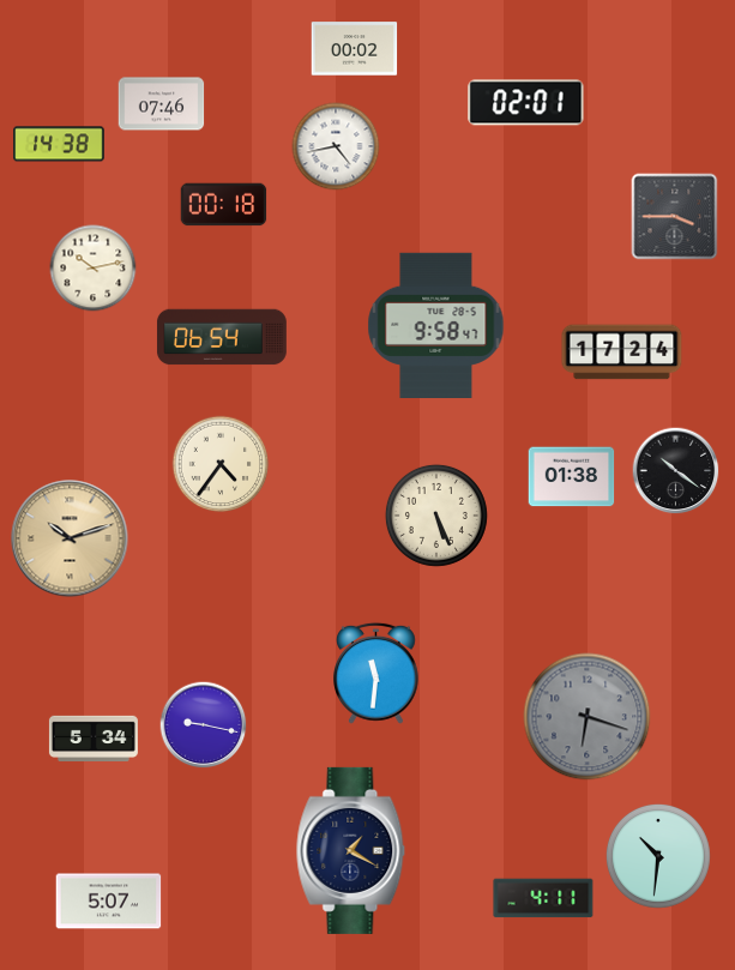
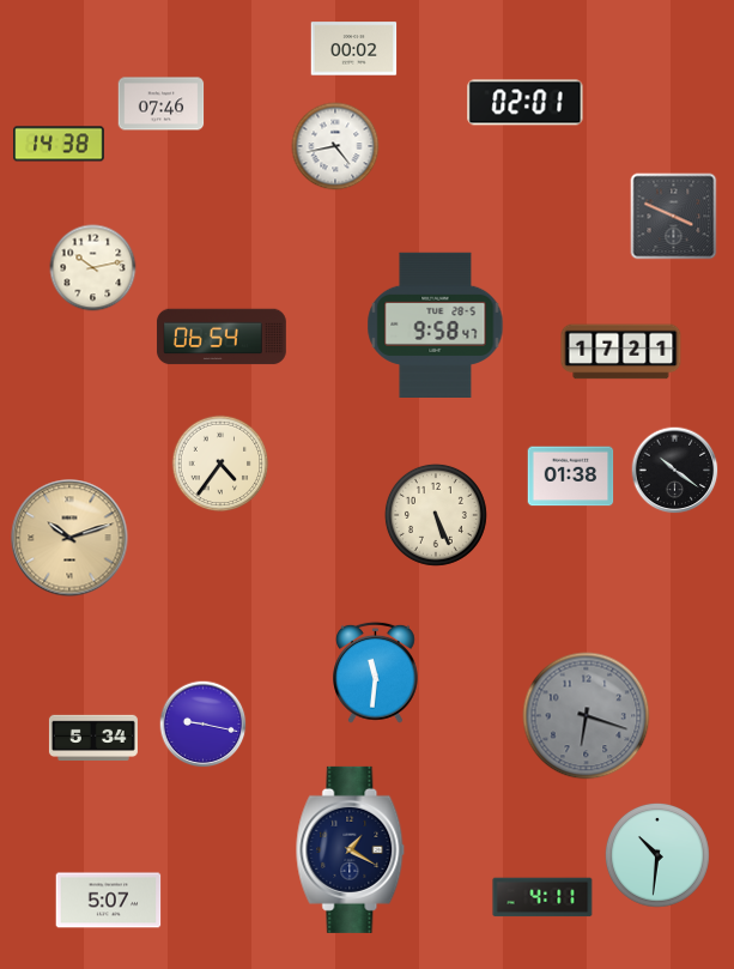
clock at (224, 205): 00:18 -> none
clock at (675, 217): 3:45 -> 3:49
clock at (622, 353): 17:24 -> 17:21
